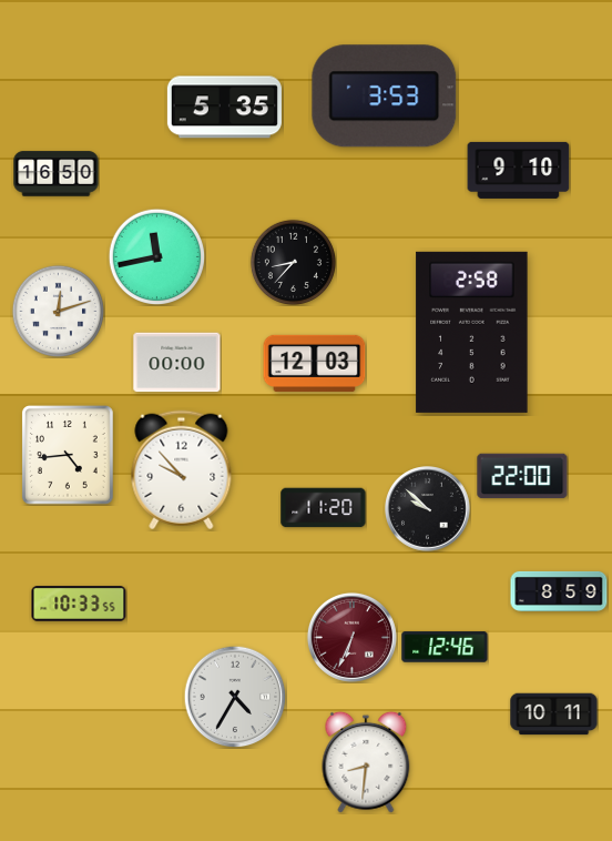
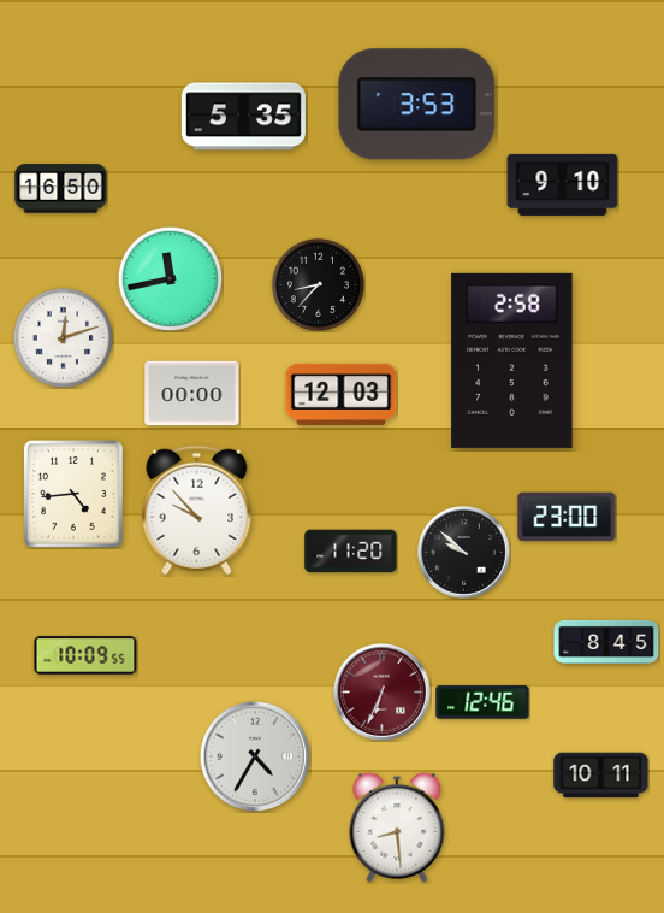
clock at (522, 476): 22:00 -> 23:00
clock at (559, 591): 8:59 -> 8:45
clock at (79, 604): 10:33 -> 10:09
clock at (366, 762): 8:31 -> 8:29
